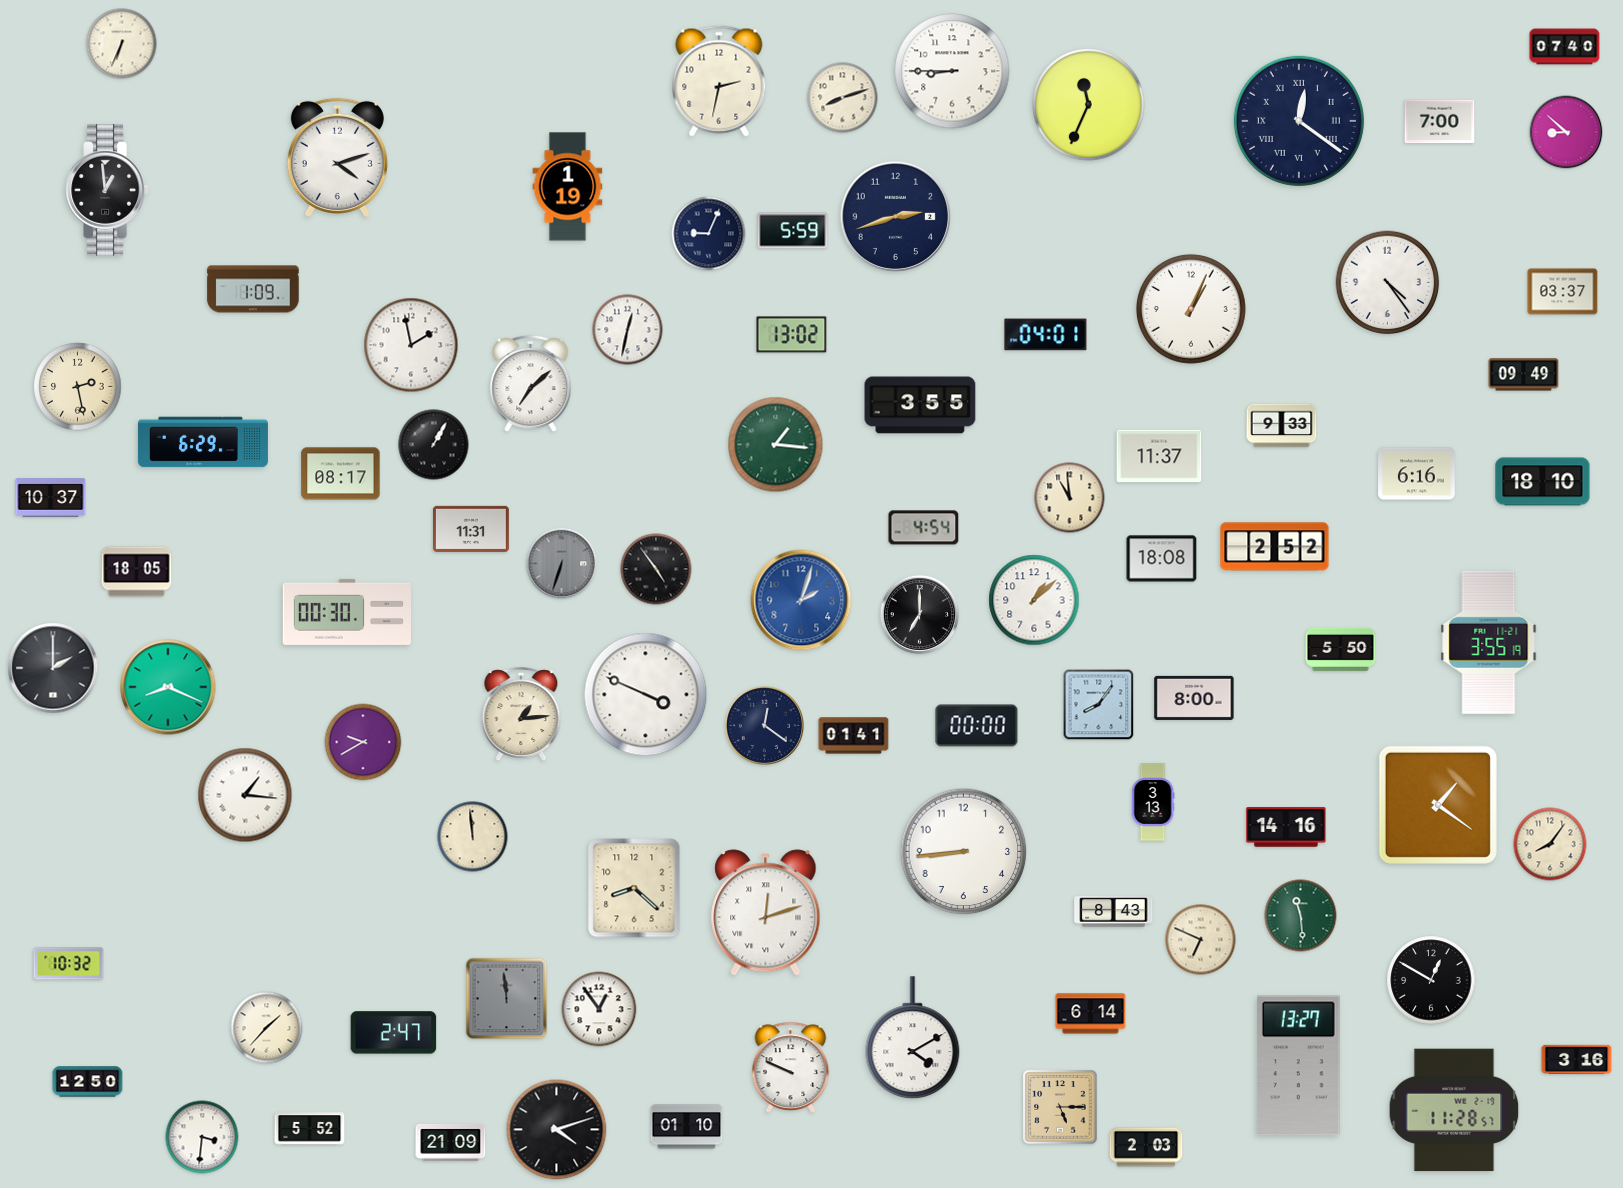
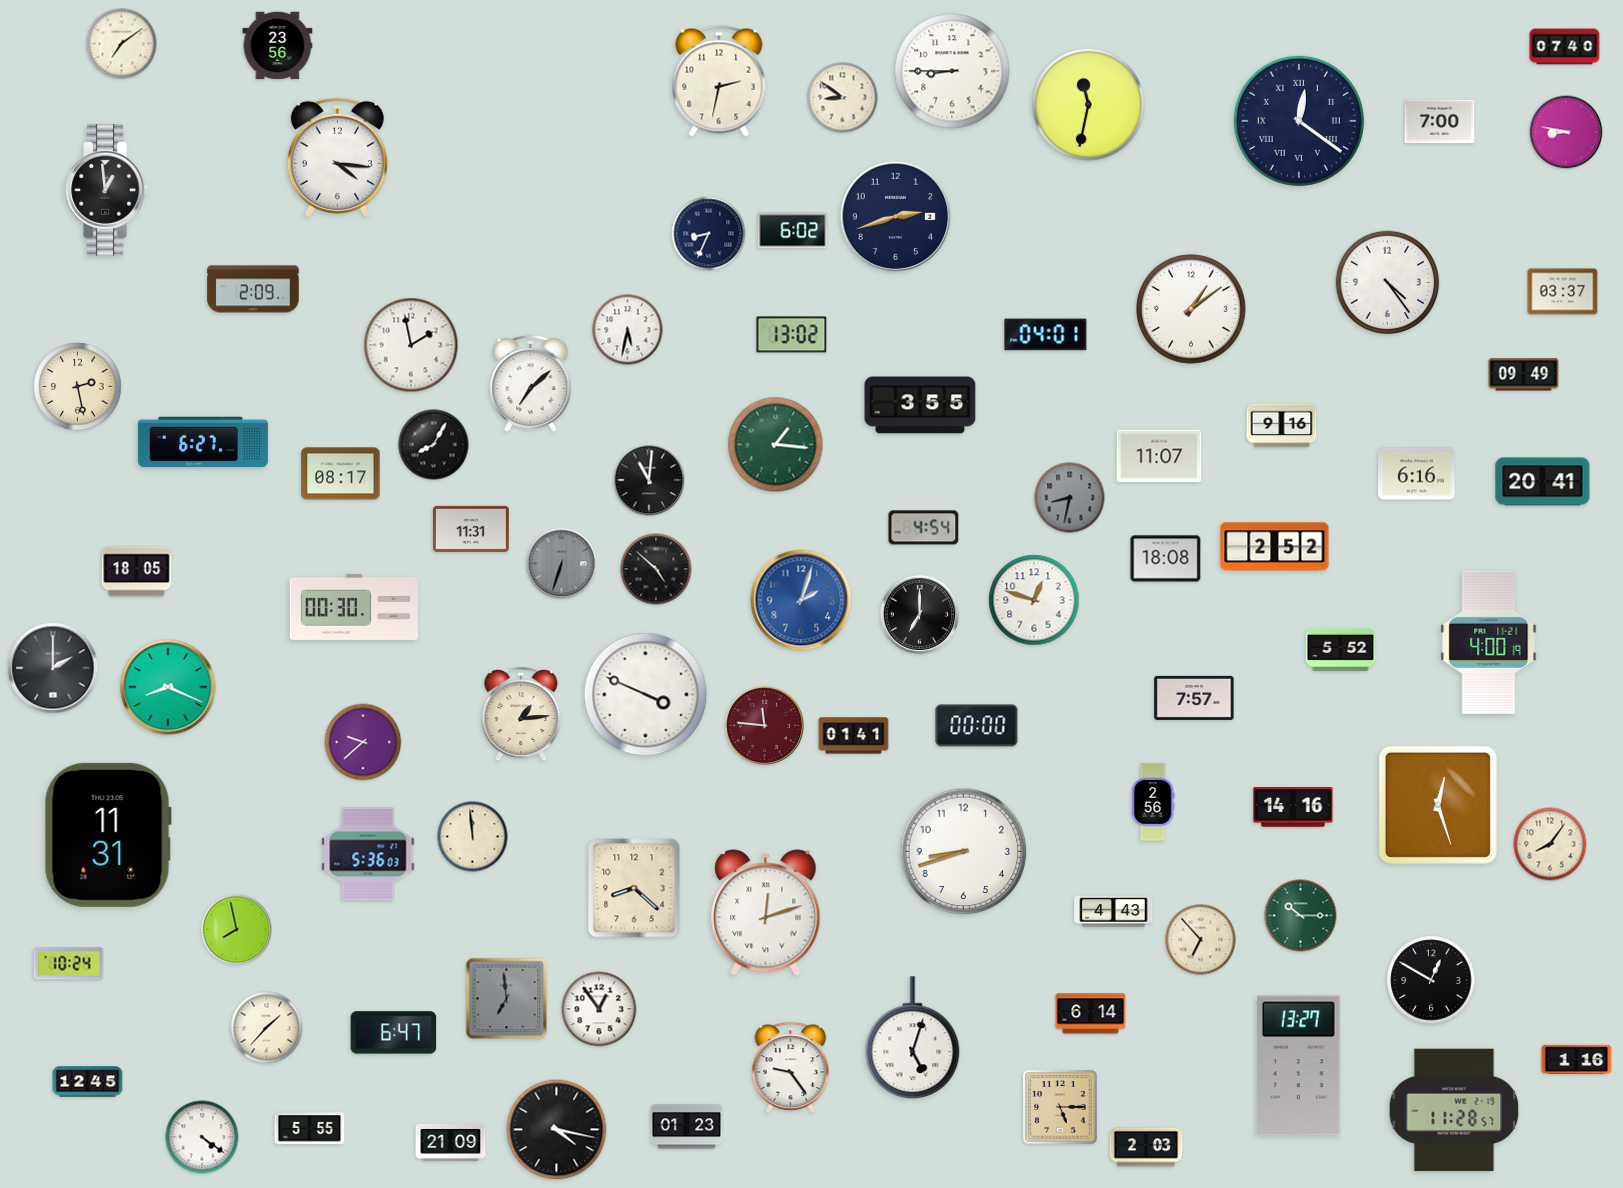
clock at (122, 44): 6:34 -> 7:09
clock at (278, 46): none -> 23:56
clock at (843, 98): 8:12 -> 8:51
clock at (1089, 105): 11:34 -> 11:32
clock at (1566, 132): 8:52 -> 8:47
clock at (337, 157): 4:12 -> 4:16
clock at (568, 187): 1:19 -> none
clock at (793, 231): 5:59 -> 6:02
clock at (709, 234): 9:04 -> 8:34
clock at (253, 289): 1:09 -> 2:09
clock at (1191, 309): 1:04 -> 1:09
clock at (628, 330): 12:32 -> 5:32
clock at (1282, 426): 9:33 -> 9:16
clock at (203, 442): 6:29 -> 6:27
clock at (434, 445): 1:05 -> 8:05
clock at (1159, 456): 11:37 -> 11:07
clock at (649, 480): none -> 11:01
clock at (1543, 482): 18:10 -> 20:41
clock at (51, 498): 10:37 -> none
clock at (1070, 498): 10:59 -> 8:32
clock at (1070, 498) dial: cream -> grey
clock at (1162, 559) position: (1162, 559) -> (1166, 559)
clock at (656, 569): 4:54 -> 4:52
clock at (1034, 600): 1:08 -> 12:48
clock at (346, 612) position: (346, 612) -> (353, 607)
clock at (1489, 642): 3:55 -> 4:00
clock at (1341, 649): 5:50 -> 5:52
clock at (1194, 698): 8:00 -> 7:57
clock at (1099, 705): 8:06 -> none
clock at (764, 725): 12:21 -> 11:46
clock at (764, 725) dial: navy -> burgundy
clock at (363, 742): 9:40 -> 9:38
clock at (245, 795): 1:16 -> none
clock at (1153, 802): 3:13 -> 2:56
clock at (1438, 805): 1:21 -> 12:27
clock at (1286, 827) position: (1286, 827) -> (1293, 807)
clock at (108, 835): none -> 11:31
clock at (964, 852): 8:44 -> 8:42
clock at (368, 854): none -> 5:36
clock at (1114, 912): 8:43 -> 4:43
clock at (1301, 916): 11:29 -> 10:15
clock at (237, 930): none -> 7:58
clock at (1201, 940): 6:49 -> 6:53
clock at (69, 964): 10:32 -> 10:24
clock at (507, 999): 11:59 -> 6:59
clock at (394, 1033): 2:47 -> 6:47
clock at (913, 1038): 4:10 -> 5:03
clock at (1577, 1060): 3:16 -> 1:16
clock at (791, 1067): 9:49 -> 9:24
clock at (88, 1082): 12:50 -> 12:45
clock at (687, 1127): 01:10 -> 01:23
clock at (310, 1129): 5:52 -> 5:55
clock at (557, 1130): 4:12 -> 4:17
clock at (202, 1137): 3:31 -> 4:21
